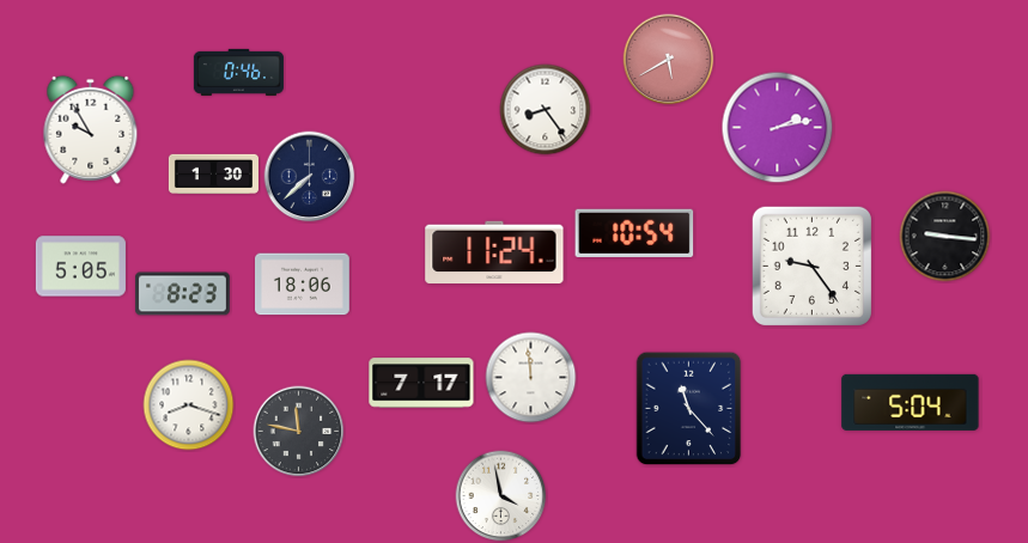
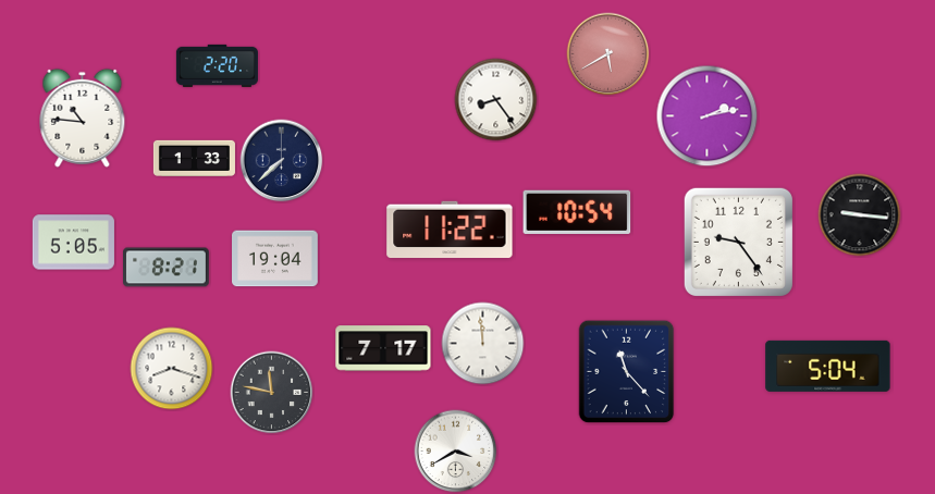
clock at (238, 72): 0:46 -> 2:20
clock at (91, 129): 9:55 -> 10:46
clock at (213, 173): 1:30 -> 1:33
clock at (494, 252): 11:24 -> 11:22
clock at (303, 285): 18:06 -> 19:04
clock at (183, 294): 8:23 -> 8:21
clock at (501, 496): 3:58 -> 3:40
